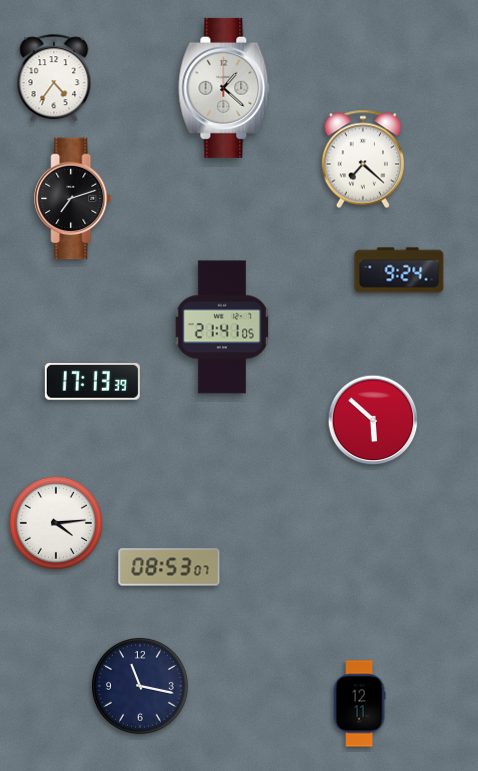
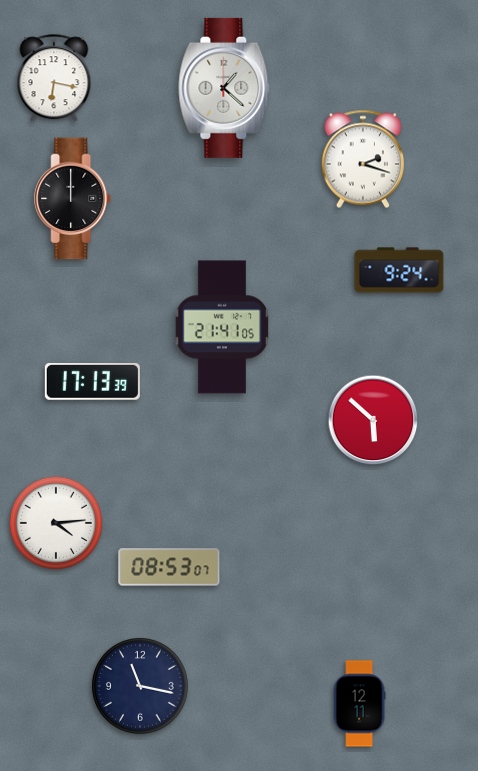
clock at (54, 79): 4:36 -> 6:17
clock at (362, 159): 7:22 -> 2:18
clock at (73, 199): 7:12 -> 12:00
